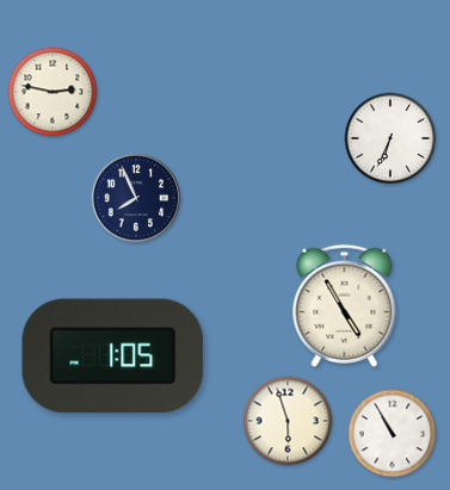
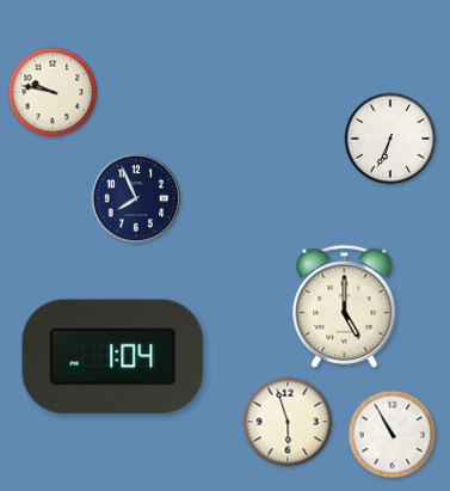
clock at (53, 92): 2:47 -> 9:47
clock at (345, 305): 4:55 -> 5:00
clock at (113, 356): 1:05 -> 1:04
